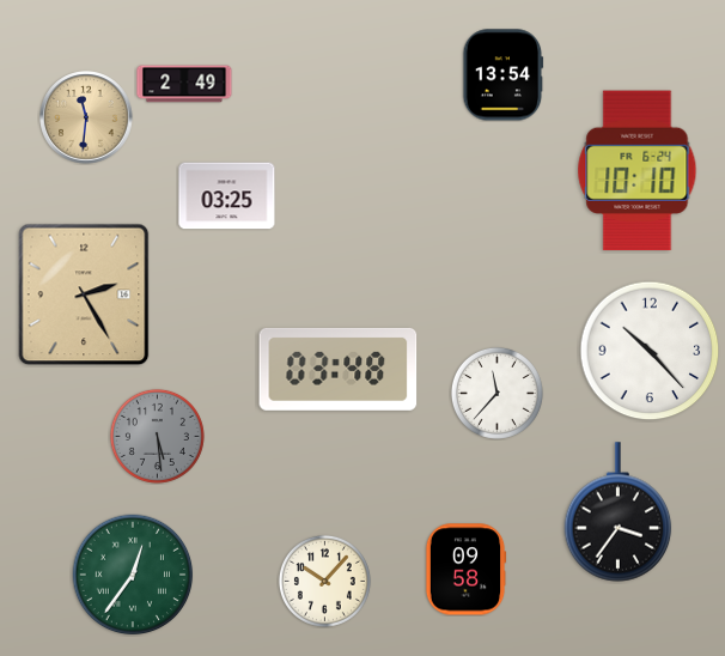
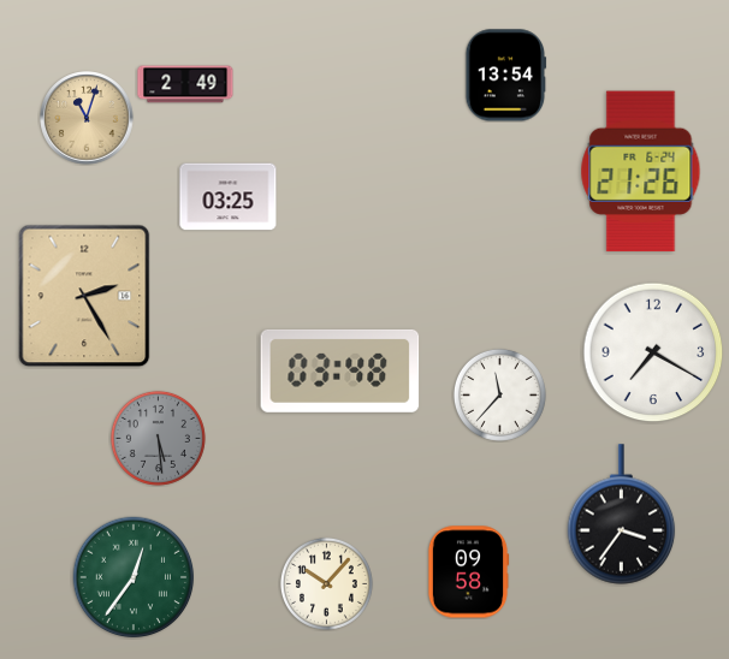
clock at (86, 117): 11:31 -> 11:03
clock at (638, 171): 10:10 -> 21:26
clock at (650, 351): 10:23 -> 7:20
